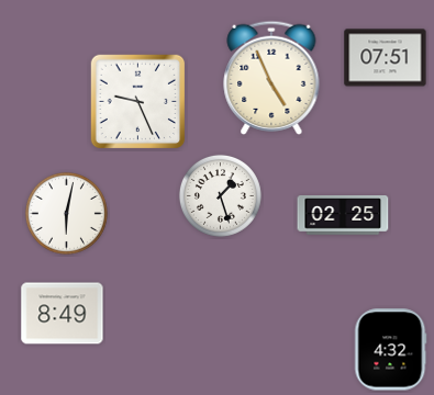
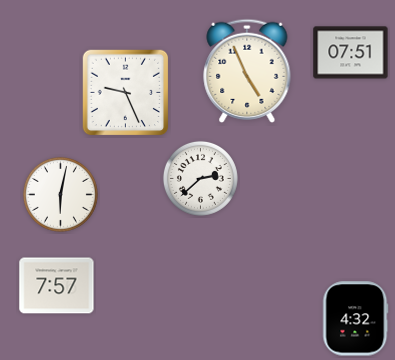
clock at (220, 195): 1:27 -> 2:38
clock at (343, 215): 02:25 -> none
clock at (63, 314): 8:49 -> 7:57
